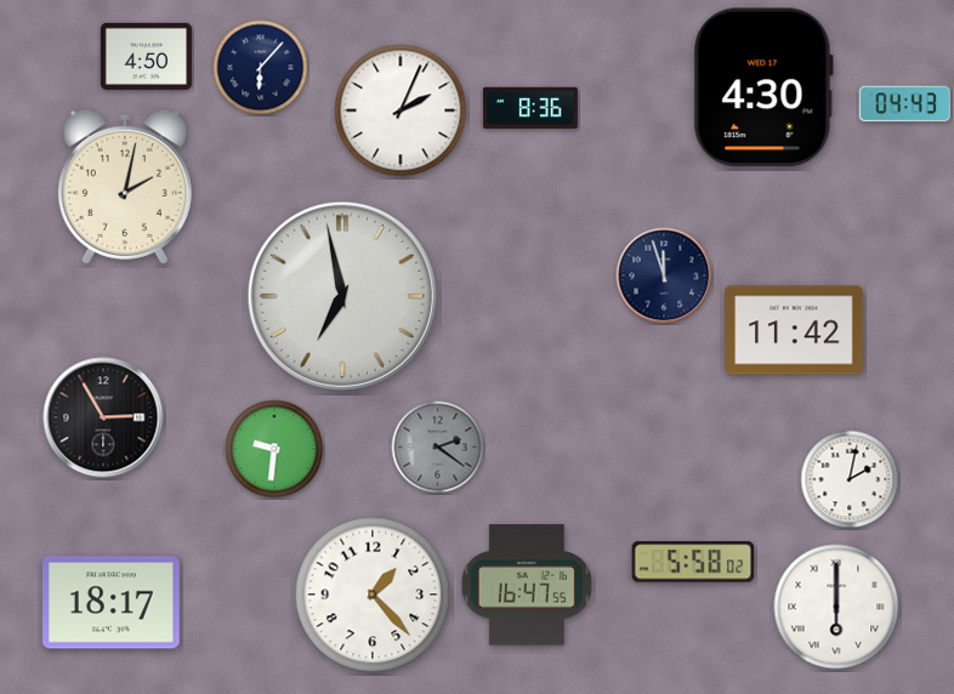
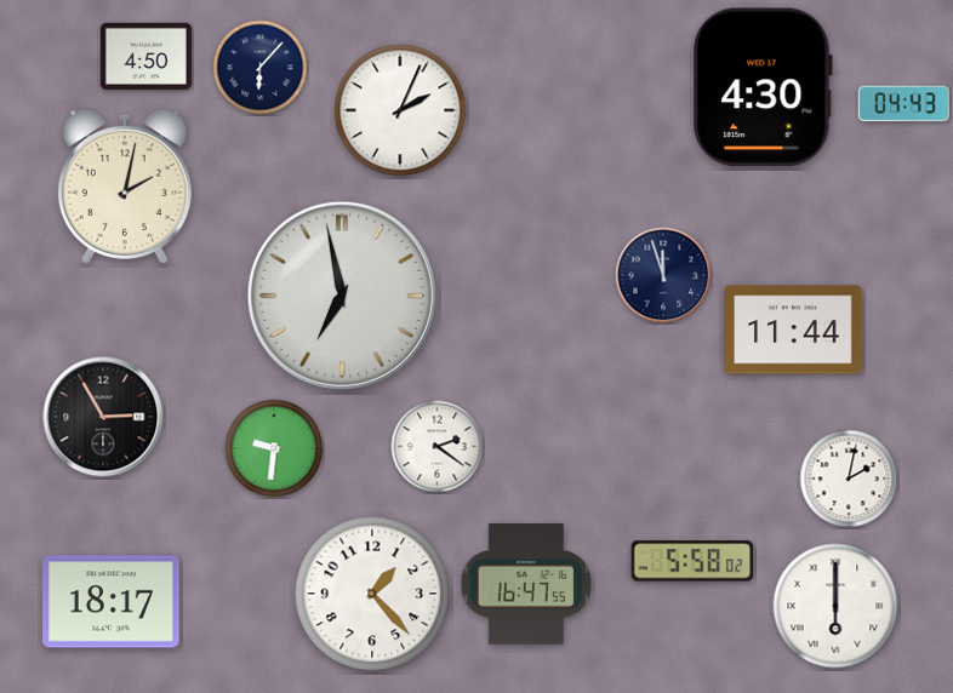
clock at (530, 107): 8:36 -> none
clock at (794, 330): 11:42 -> 11:44
clock at (438, 448) dial: grey -> white
